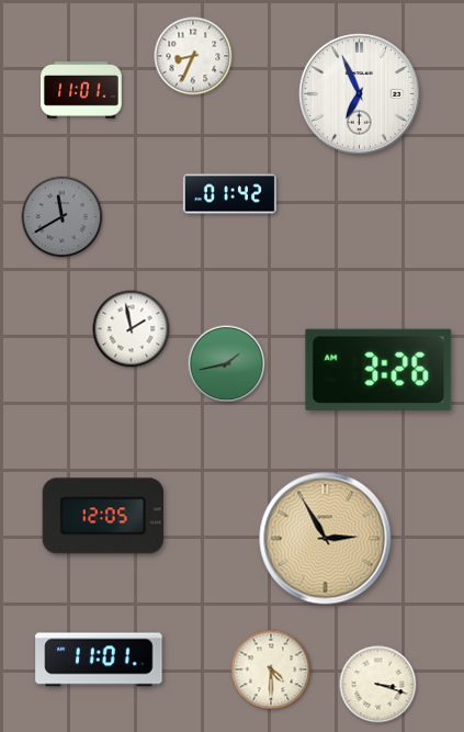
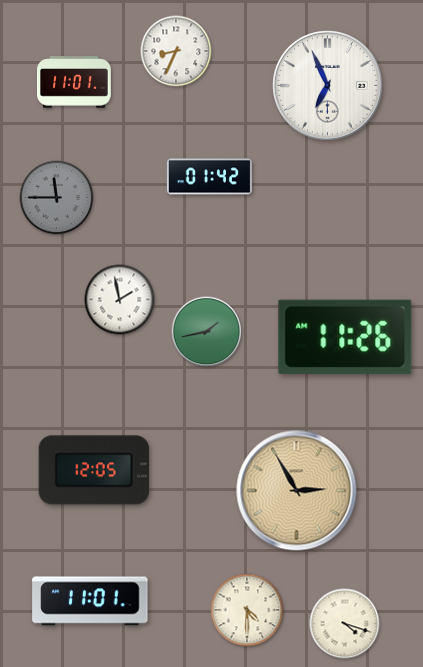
clock at (63, 217): 11:40 -> 11:45
clock at (378, 370): 3:26 -> 11:26
clock at (378, 685): 3:18 -> 4:18
